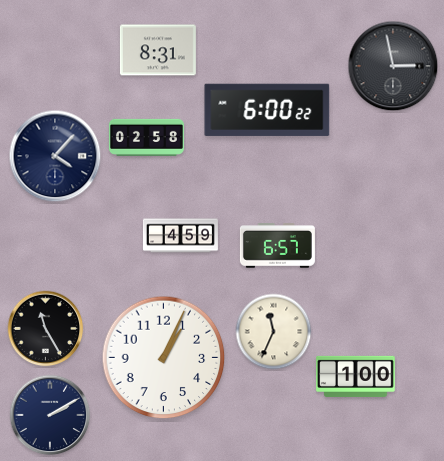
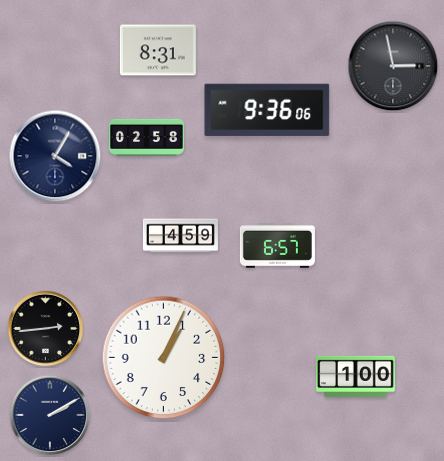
clock at (267, 110): 6:00 -> 9:36
clock at (55, 156): 4:07 -> 4:05
clock at (46, 329): 11:25 -> 2:44
clock at (274, 332): 11:34 -> none
